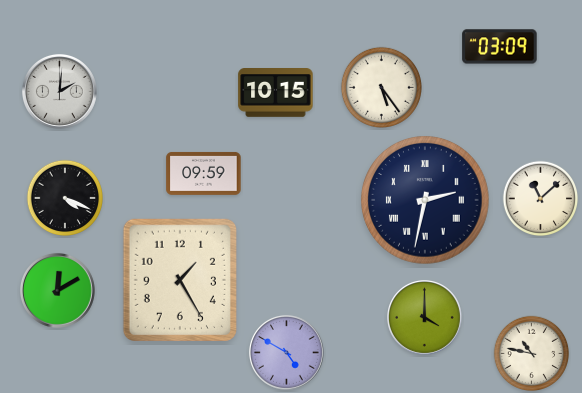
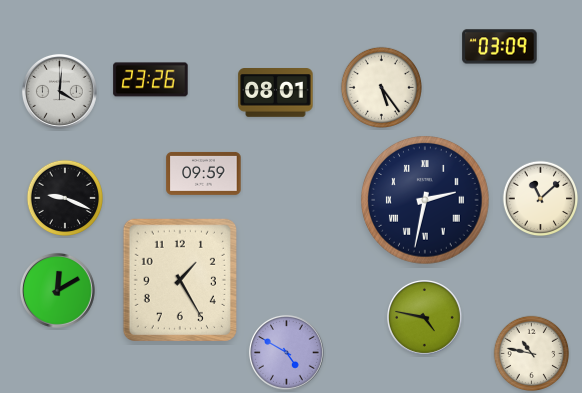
clock at (151, 80): none -> 23:26
clock at (59, 91): 2:01 -> 4:01
clock at (276, 93): 10:15 -> 08:01
clock at (65, 198): 4:19 -> 9:19
clock at (424, 317): 4:00 -> 4:47
